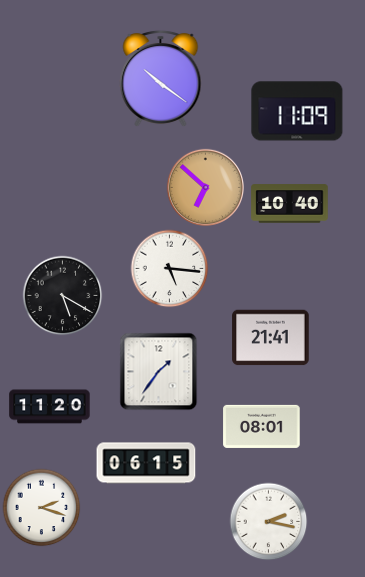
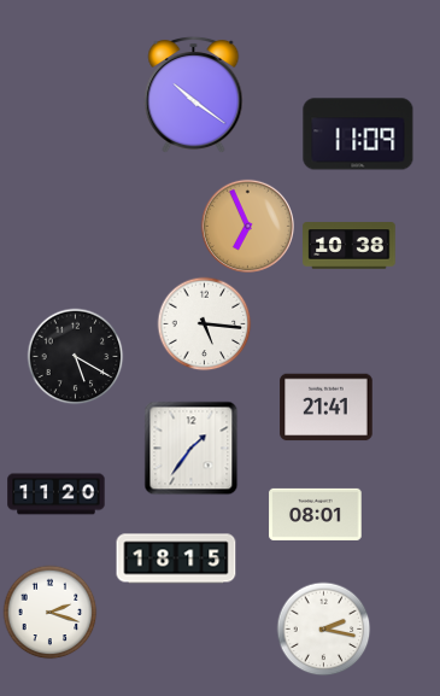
clock at (205, 187): 6:52 -> 6:56
clock at (290, 204): 10:40 -> 10:38
clock at (50, 407) position: (50, 407) -> (57, 495)
clock at (146, 463): 06:15 -> 18:15
